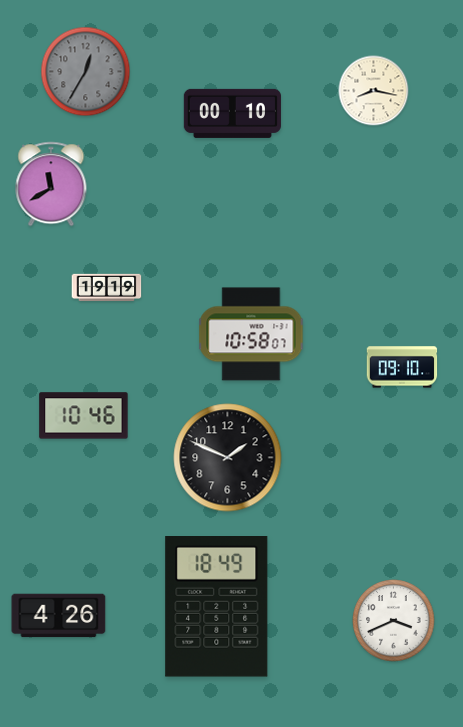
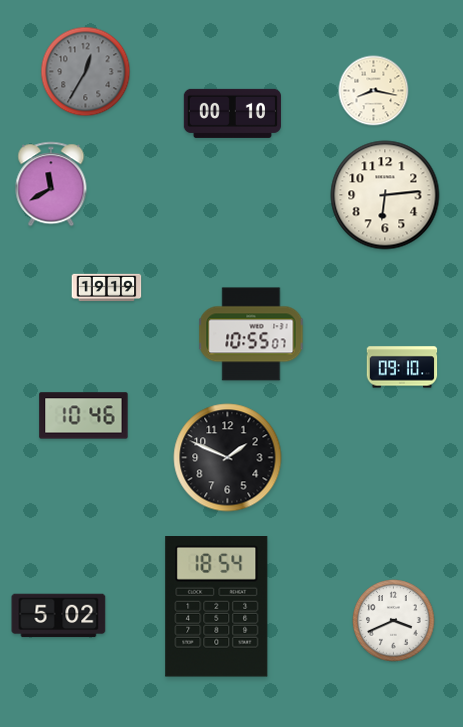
clock at (385, 195): none -> 6:14
clock at (251, 334): 10:58 -> 10:55
clock at (217, 607): 18:49 -> 18:54
clock at (59, 616): 4:26 -> 5:02
